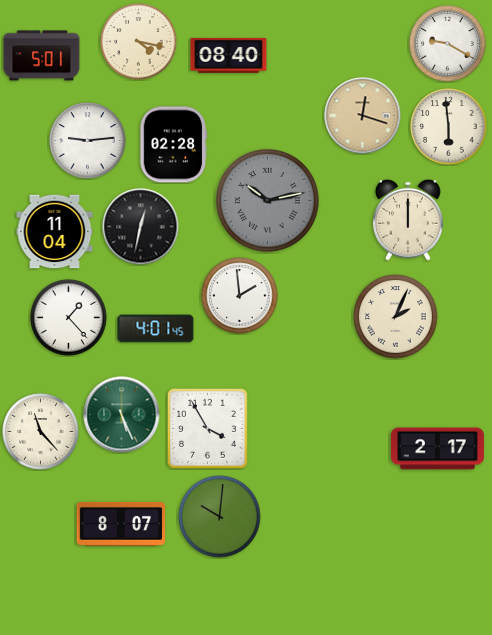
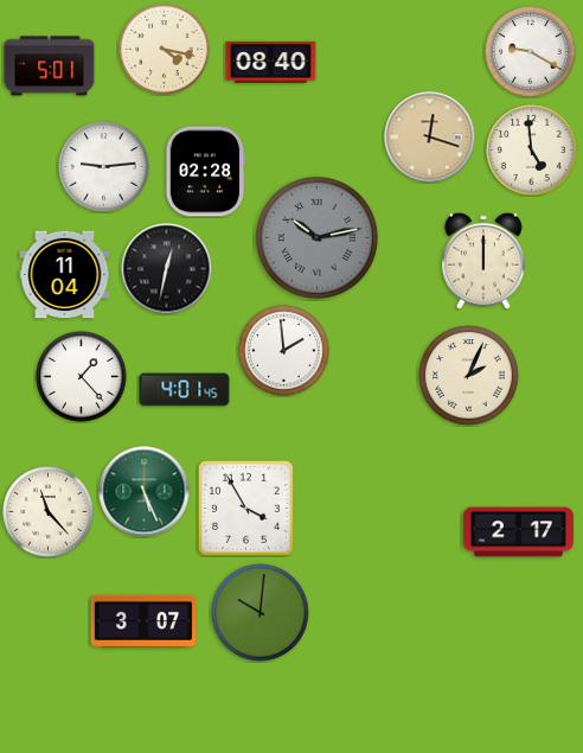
clock at (229, 55) position: (229, 55) -> (271, 62)
clock at (449, 127): 5:59 -> 4:59
clock at (121, 524): 8:07 -> 3:07
